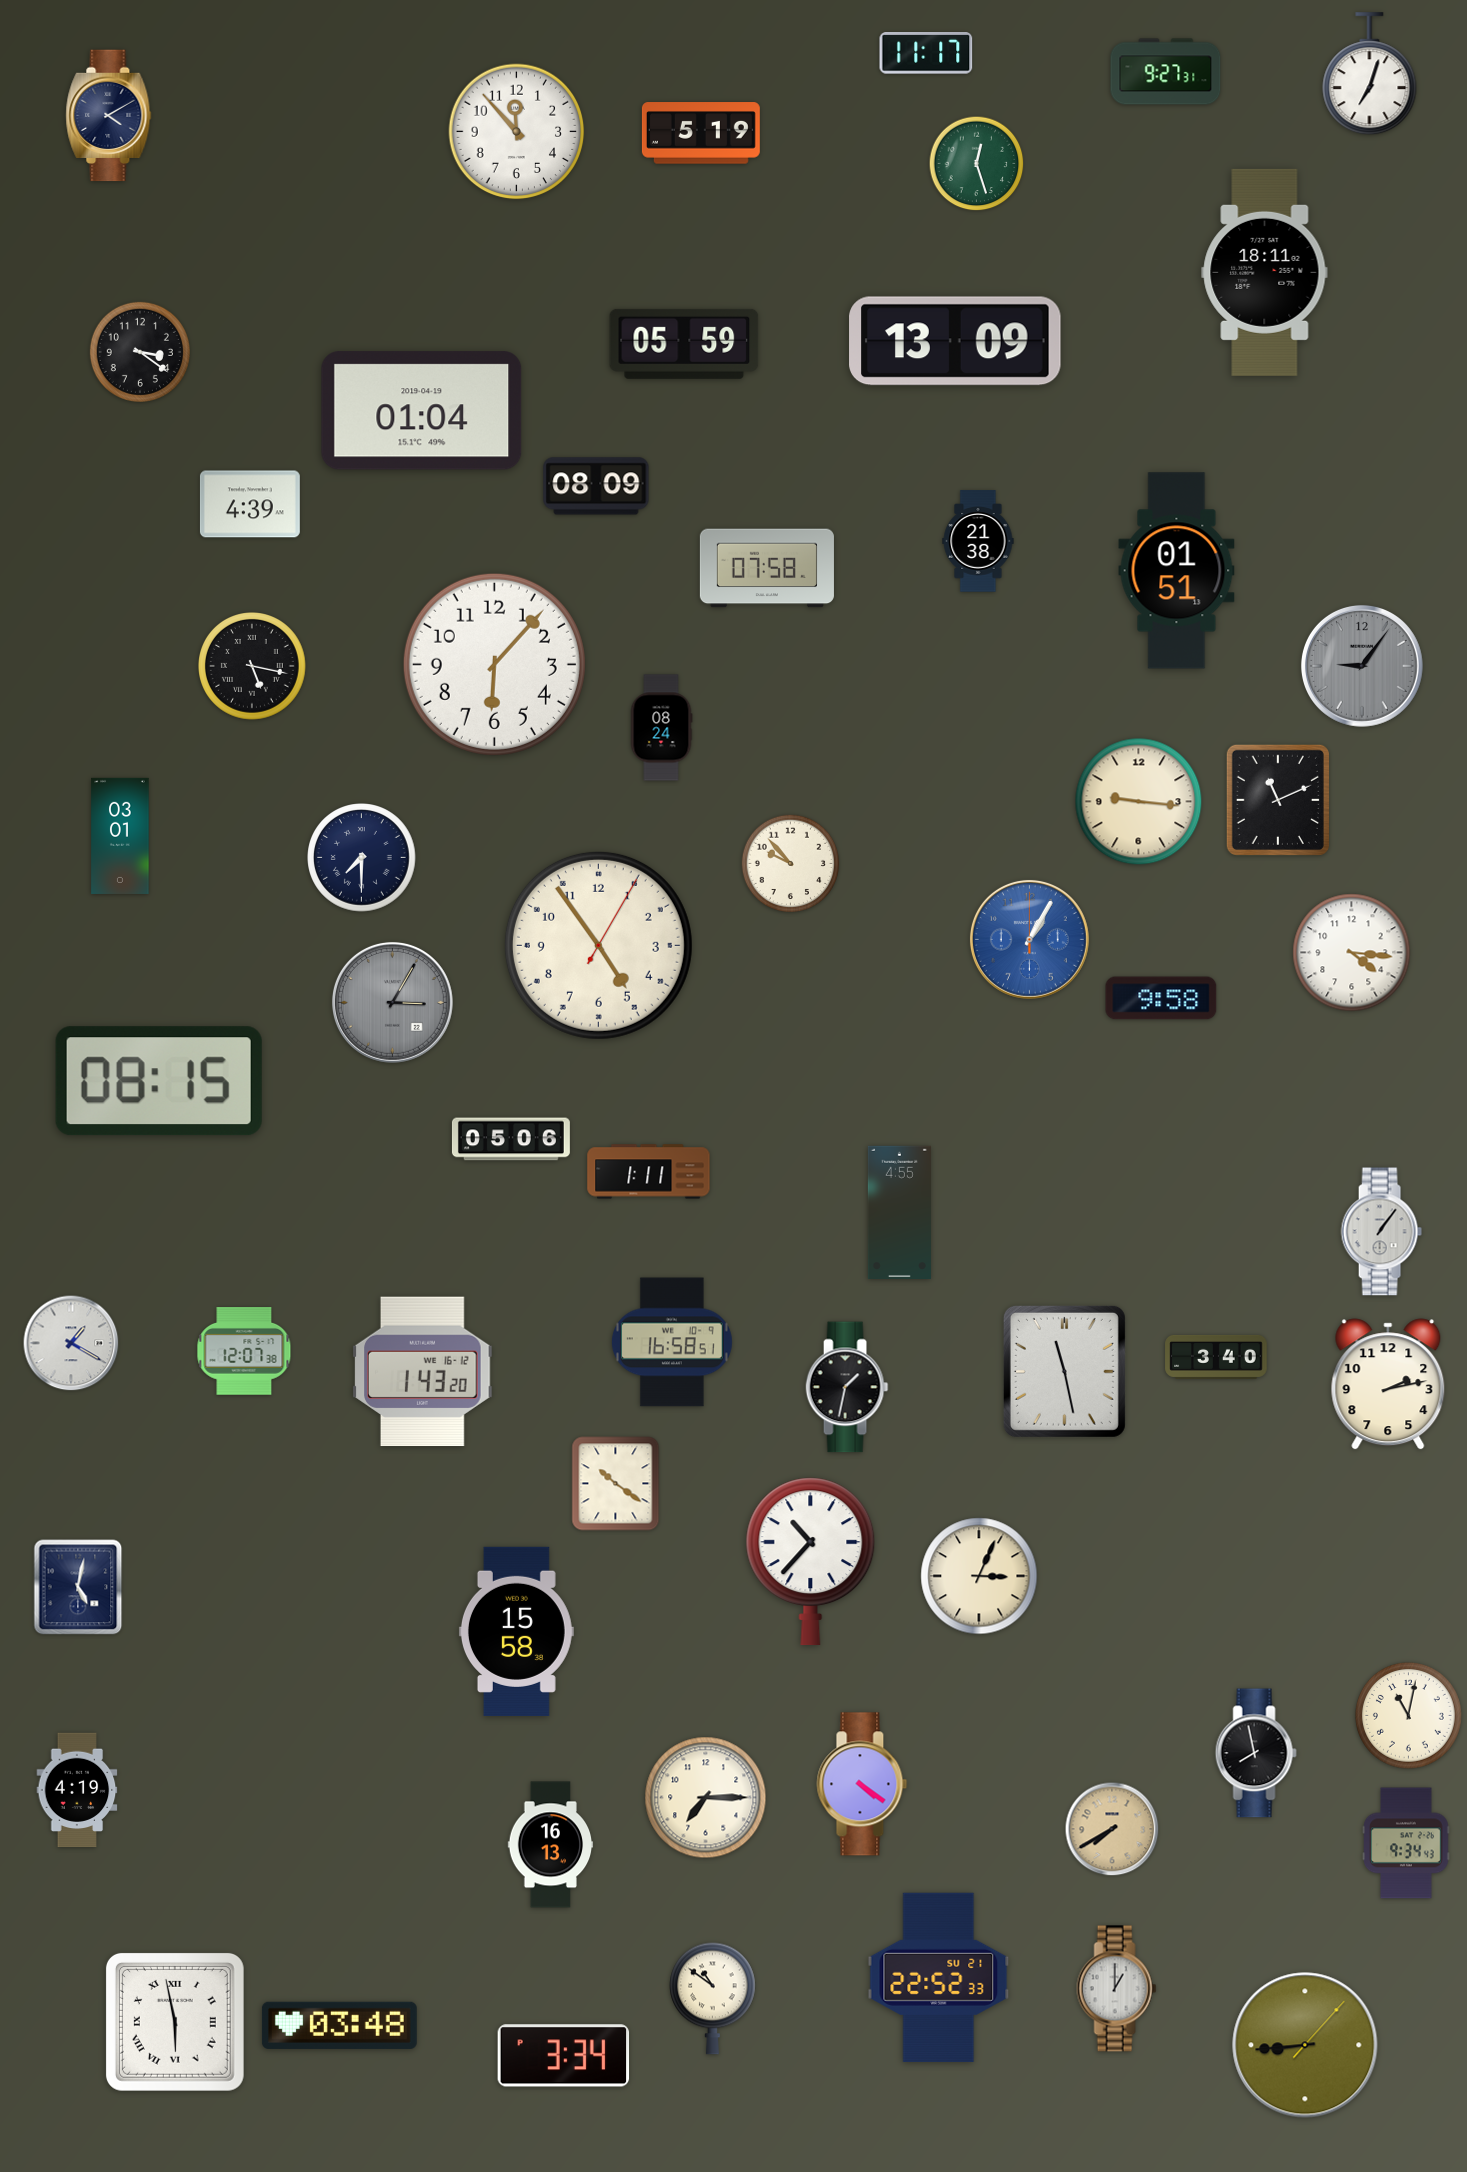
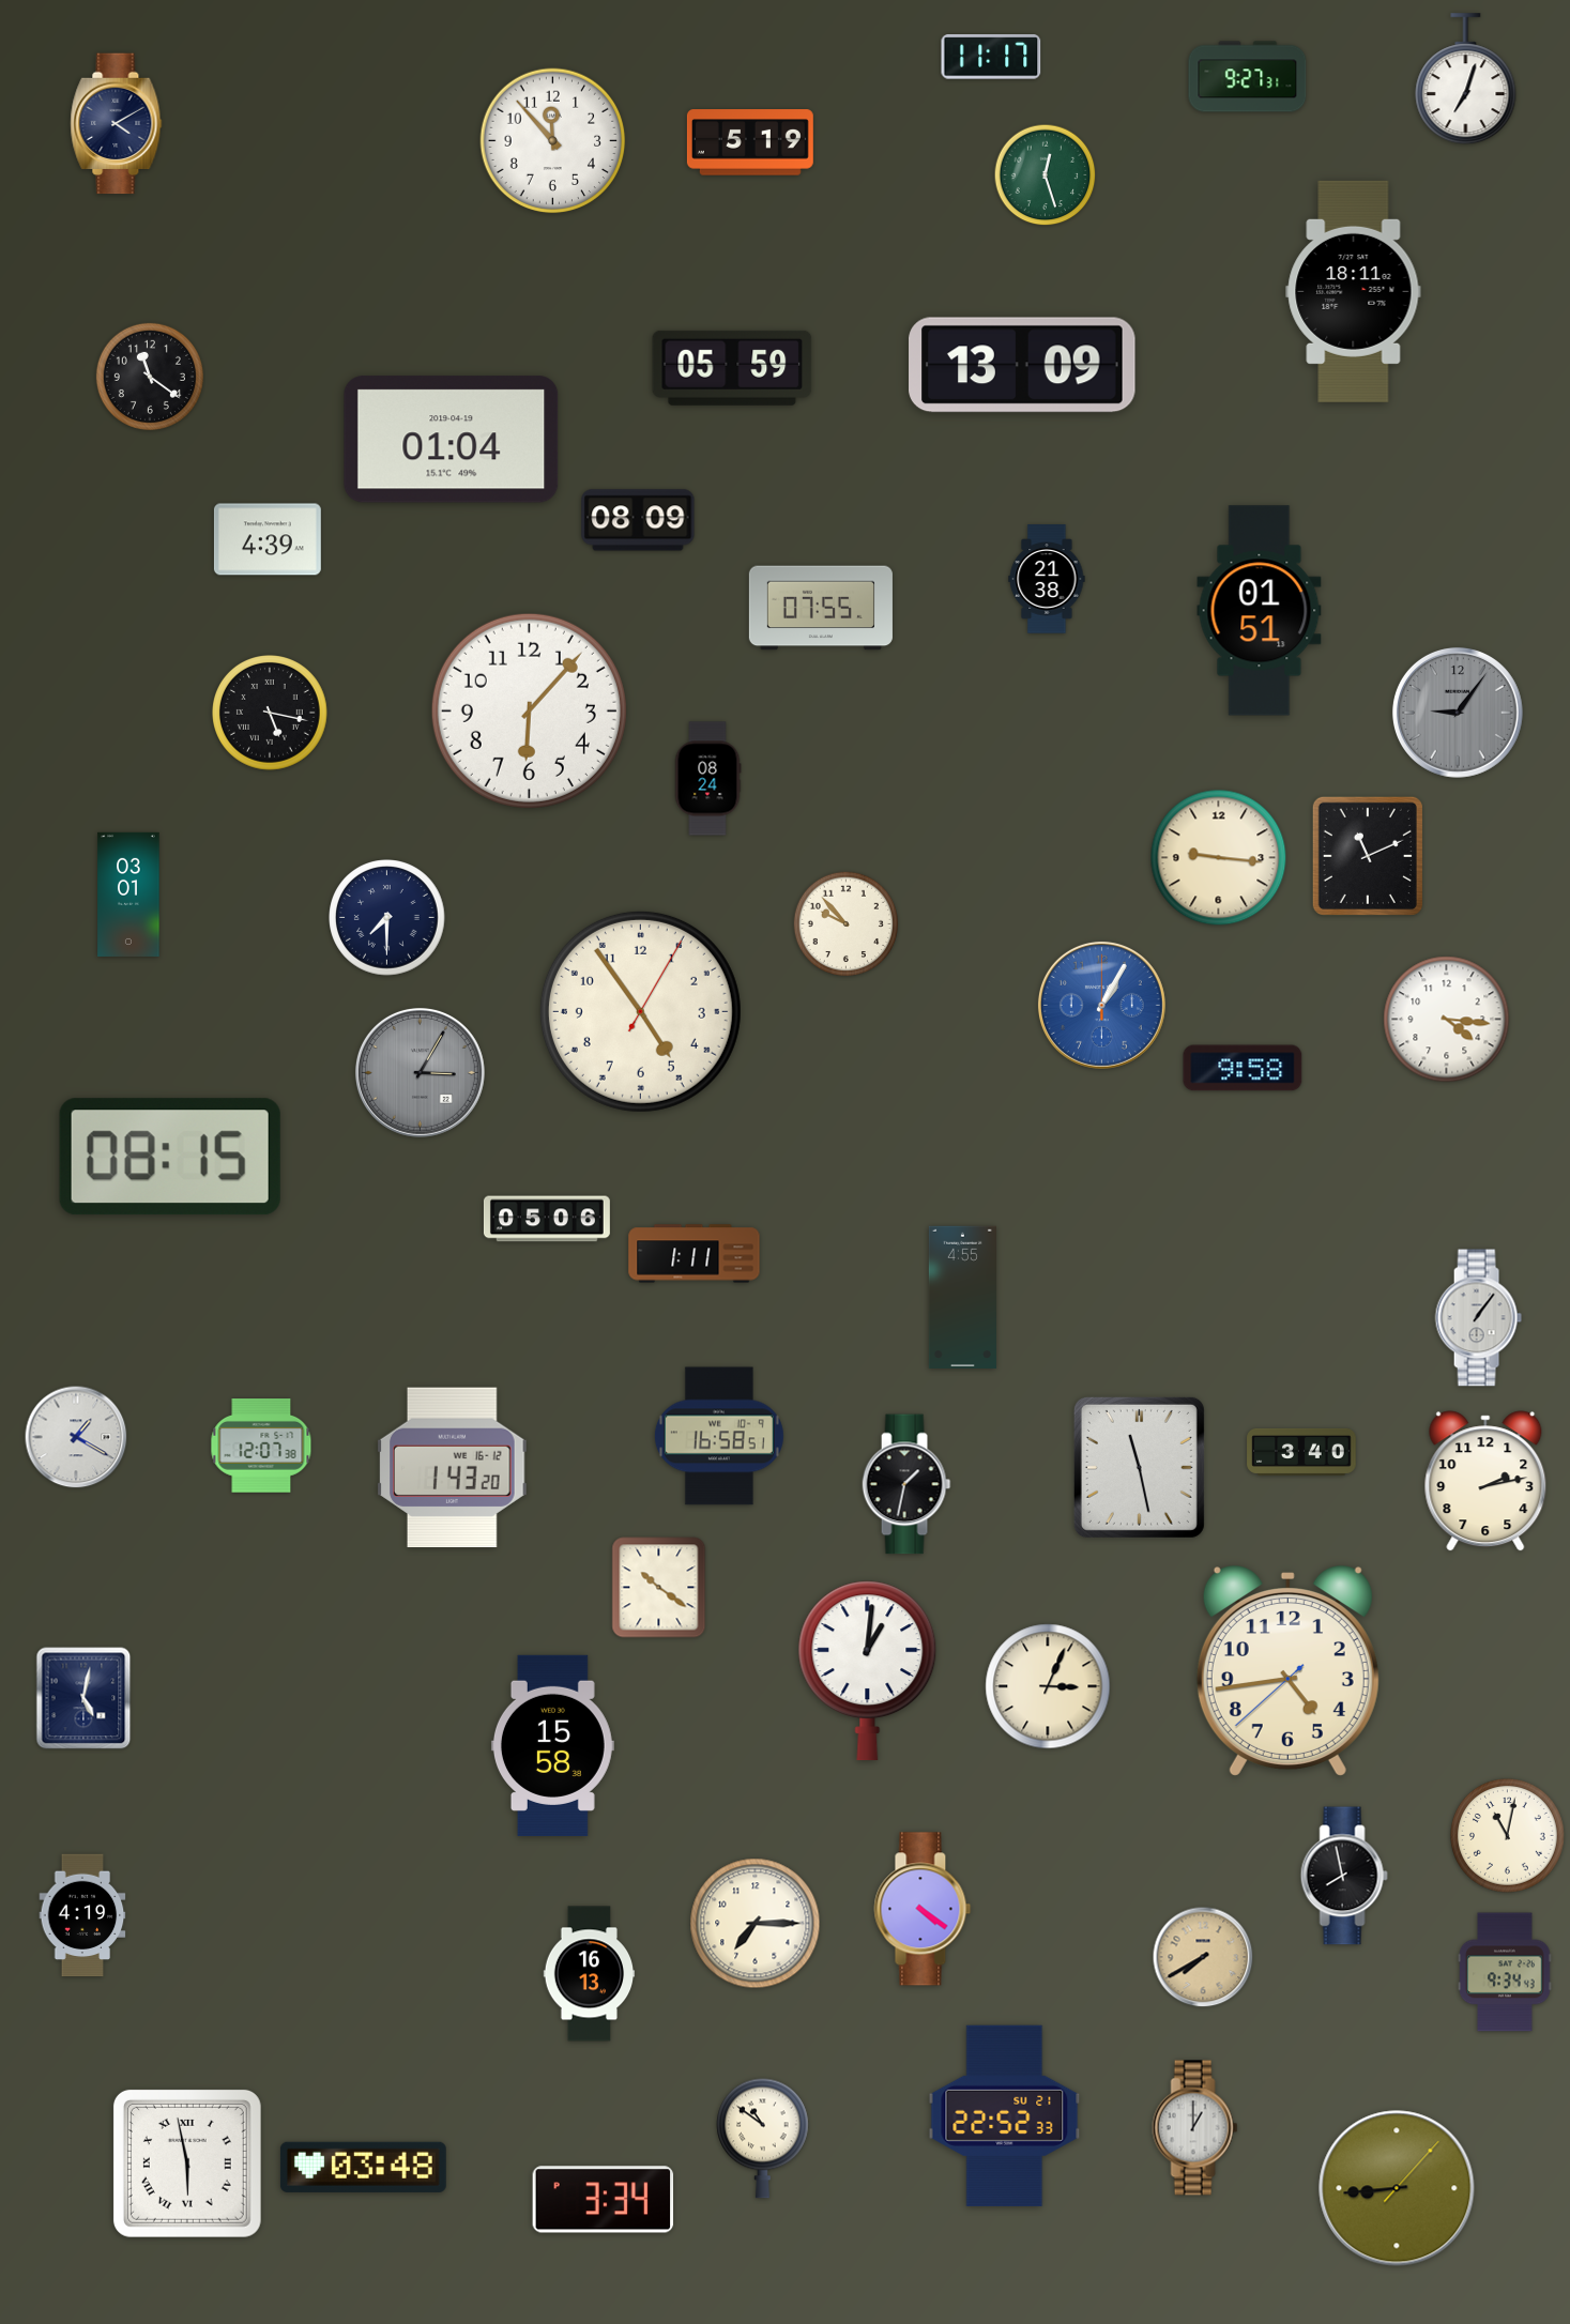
clock at (140, 352): 3:21 -> 11:21
clock at (767, 568): 07:58 -> 07:55
clock at (811, 1562): 10:37 -> 1:01
clock at (1287, 1671): none -> 4:43
clock at (1112, 1829) position: (1112, 1829) -> (1203, 1957)
